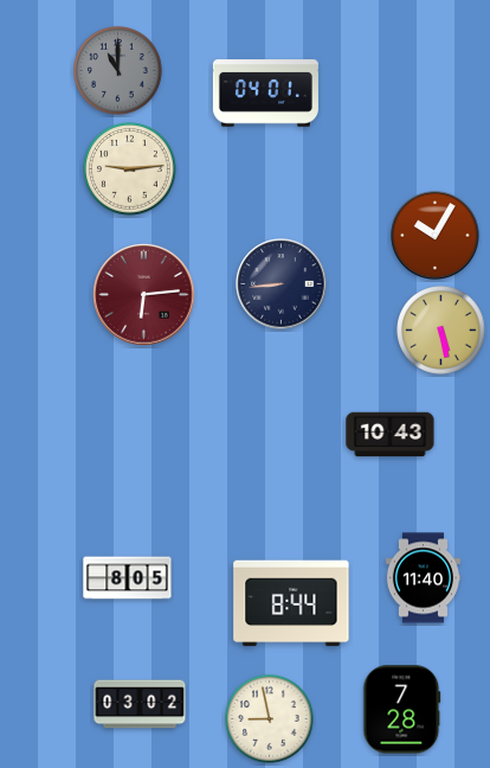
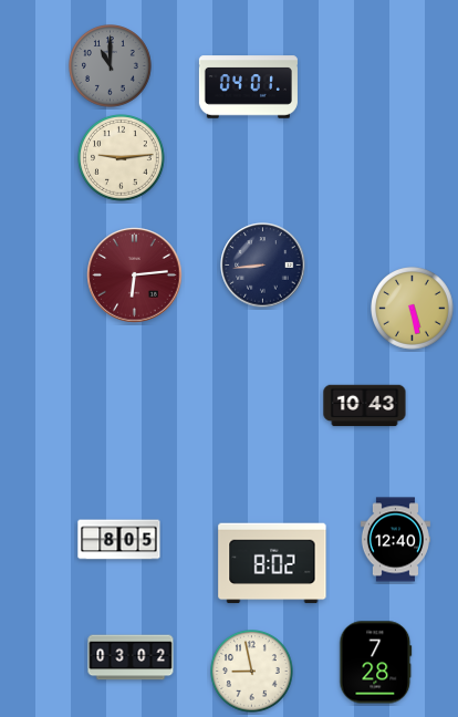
clock at (436, 236): 10:05 -> none
clock at (423, 578): 11:40 -> 12:40
clock at (291, 603): 8:44 -> 8:02
